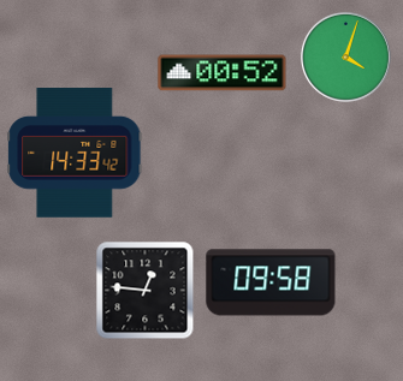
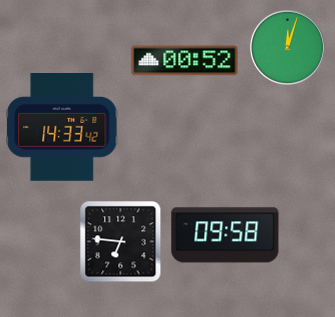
clock at (346, 58): 4:03 -> 12:03
clock at (146, 291): 12:46 -> 6:46
